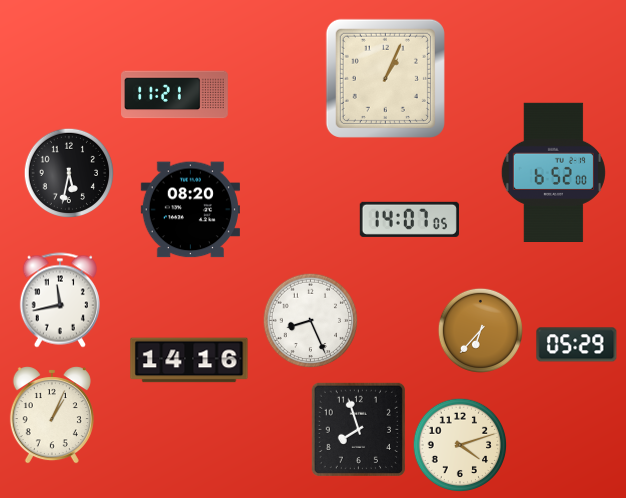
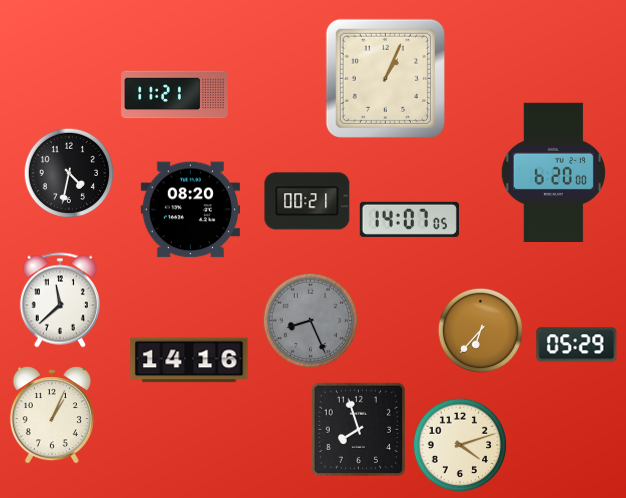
clock at (68, 172): 5:32 -> 4:32
clock at (553, 172): 6:52 -> 6:20
clock at (307, 201): none -> 00:21
clock at (60, 300): 11:43 -> 11:38
clock at (310, 320) dial: white -> grey
